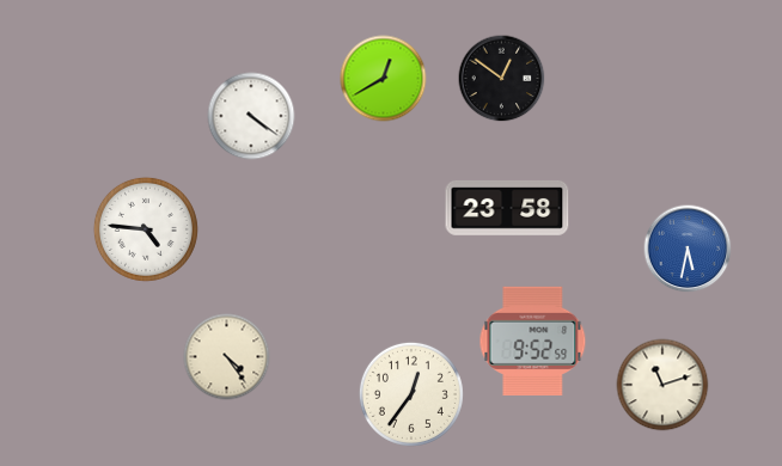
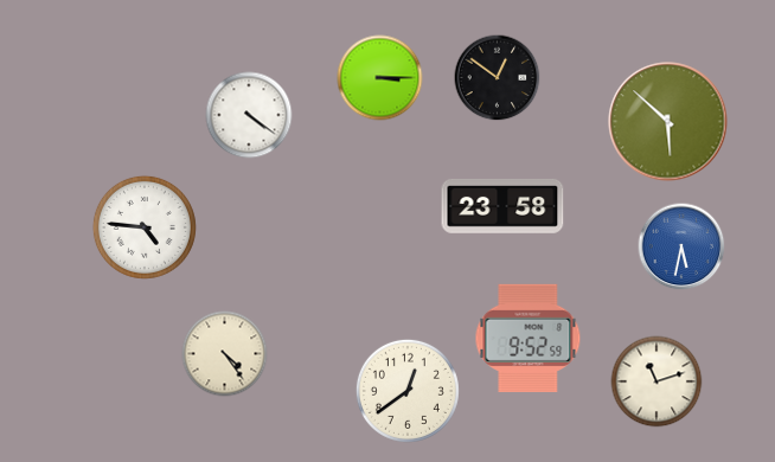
clock at (384, 79): 12:40 -> 3:15
clock at (668, 122): none -> 5:52
clock at (411, 394): 12:36 -> 12:39
